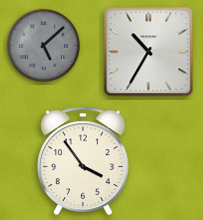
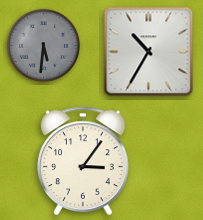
clock at (43, 45): 5:08 -> 5:31
clock at (83, 161): 3:54 -> 3:06
